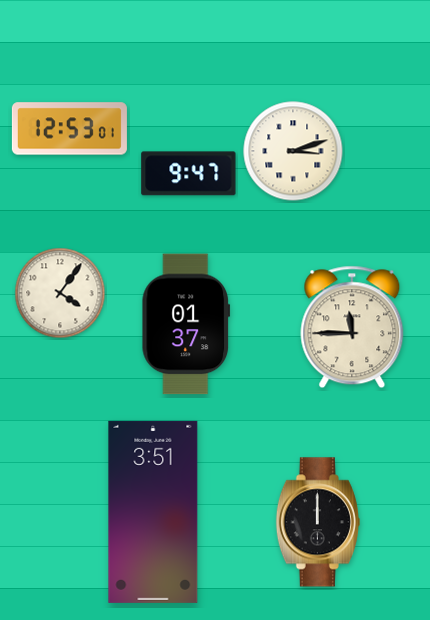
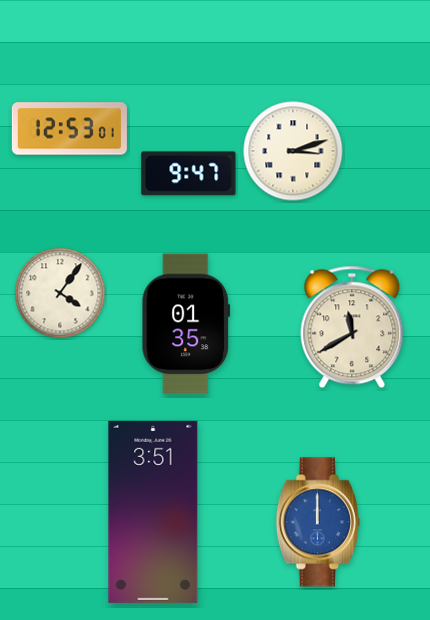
clock at (186, 324): 01:37 -> 01:35
clock at (352, 327): 11:45 -> 11:40
clock at (318, 522) dial: black -> blue
